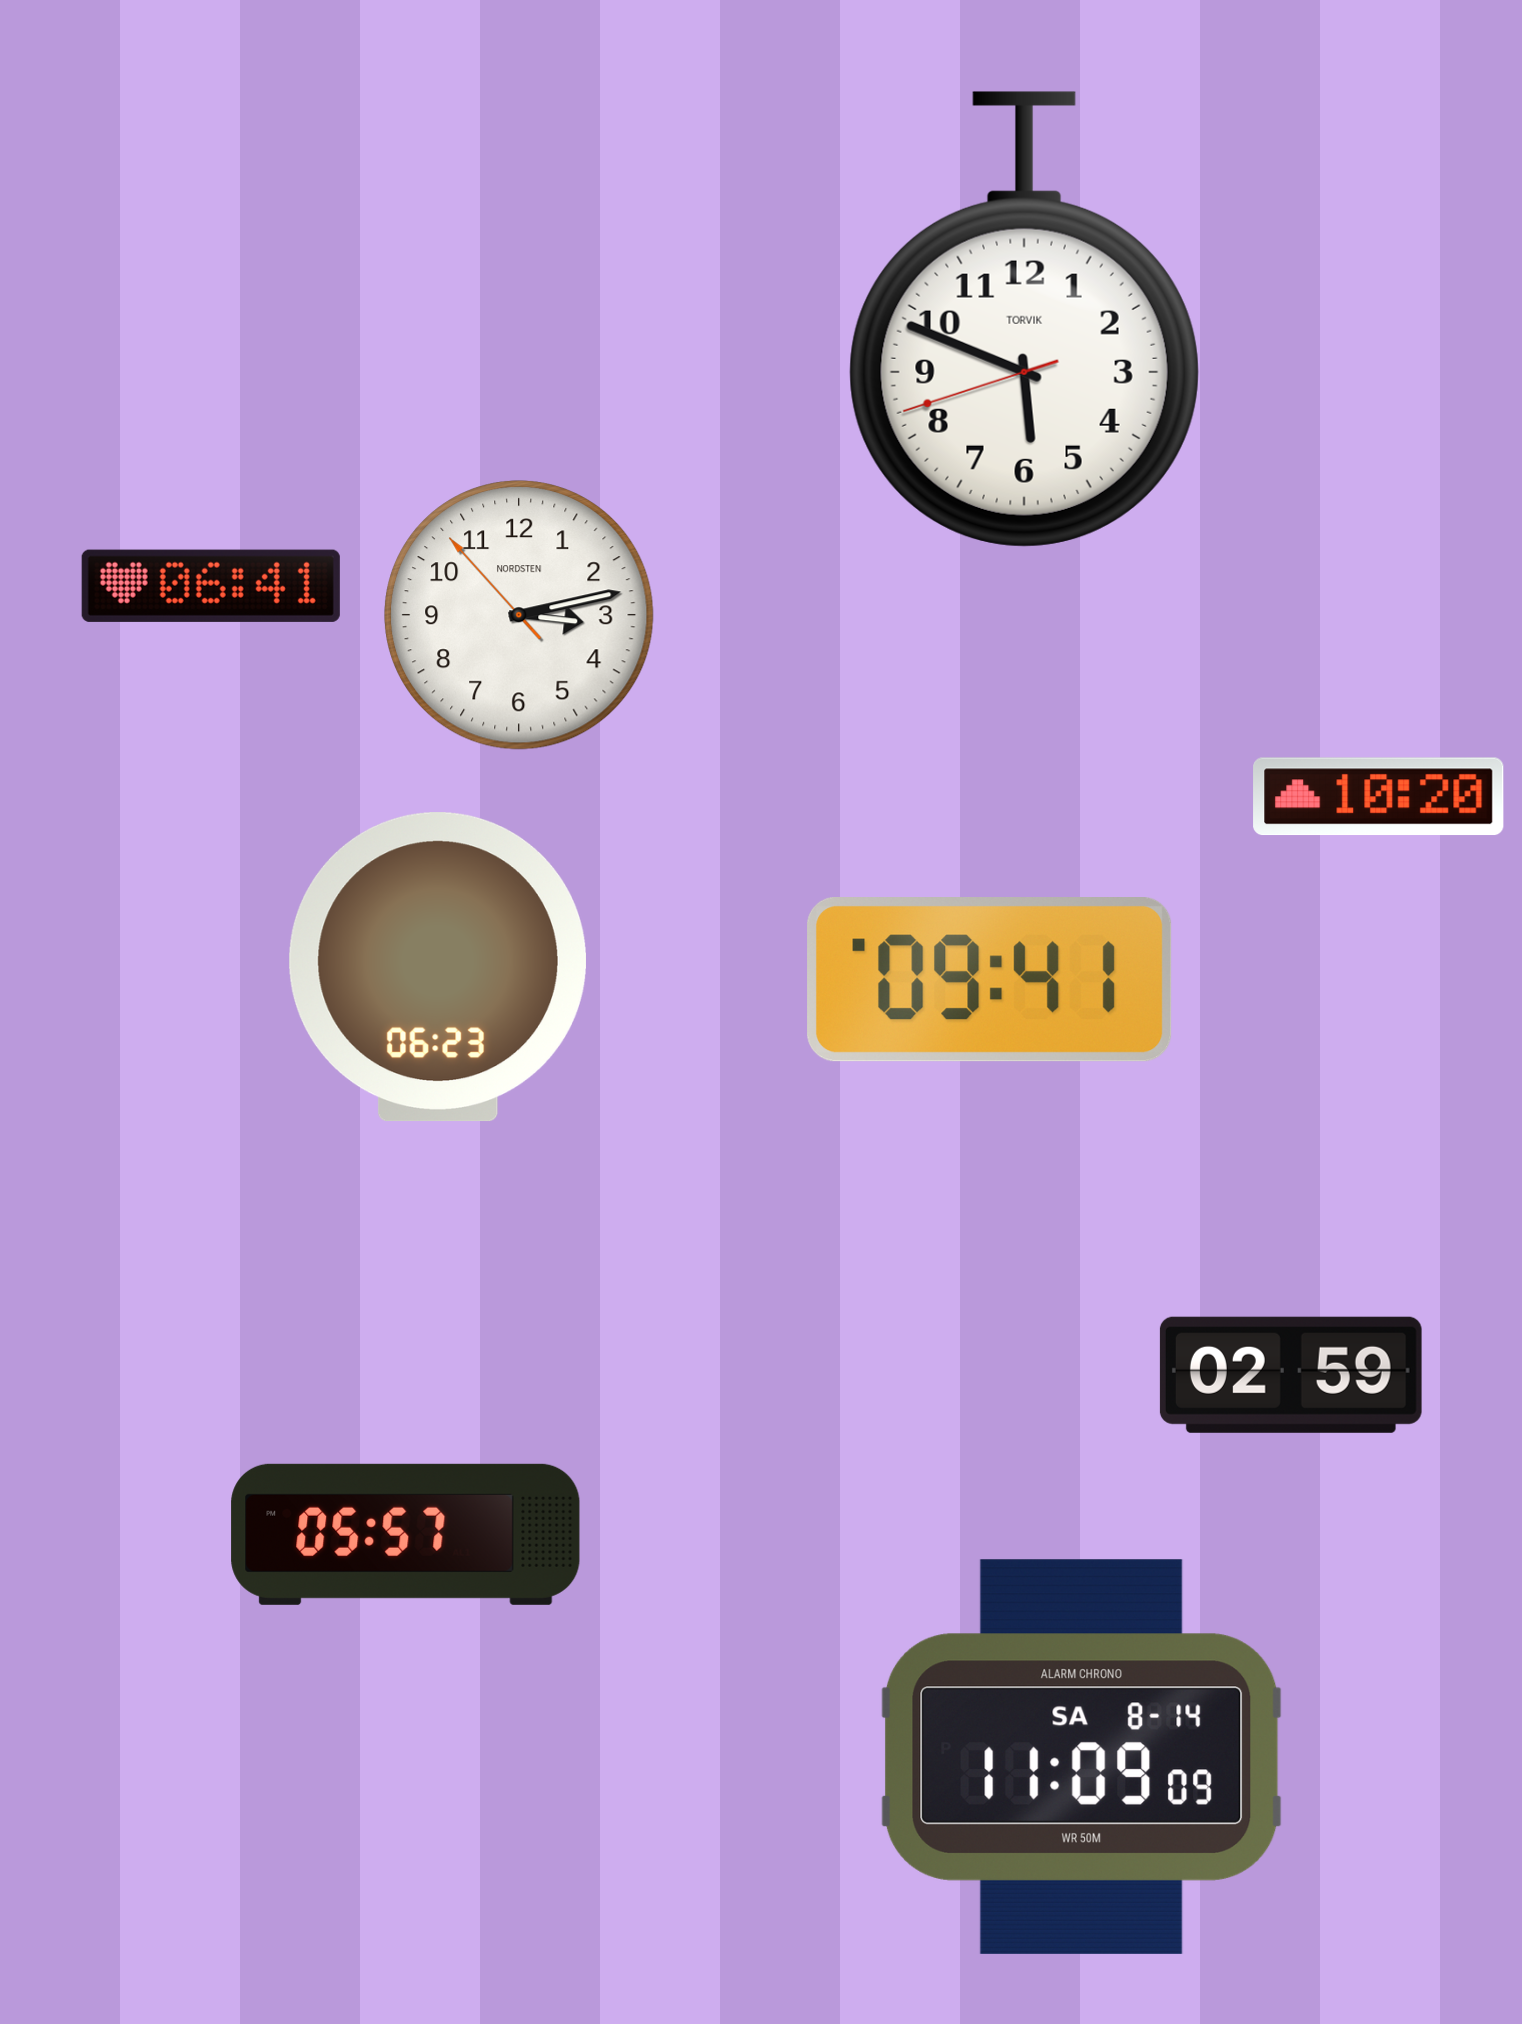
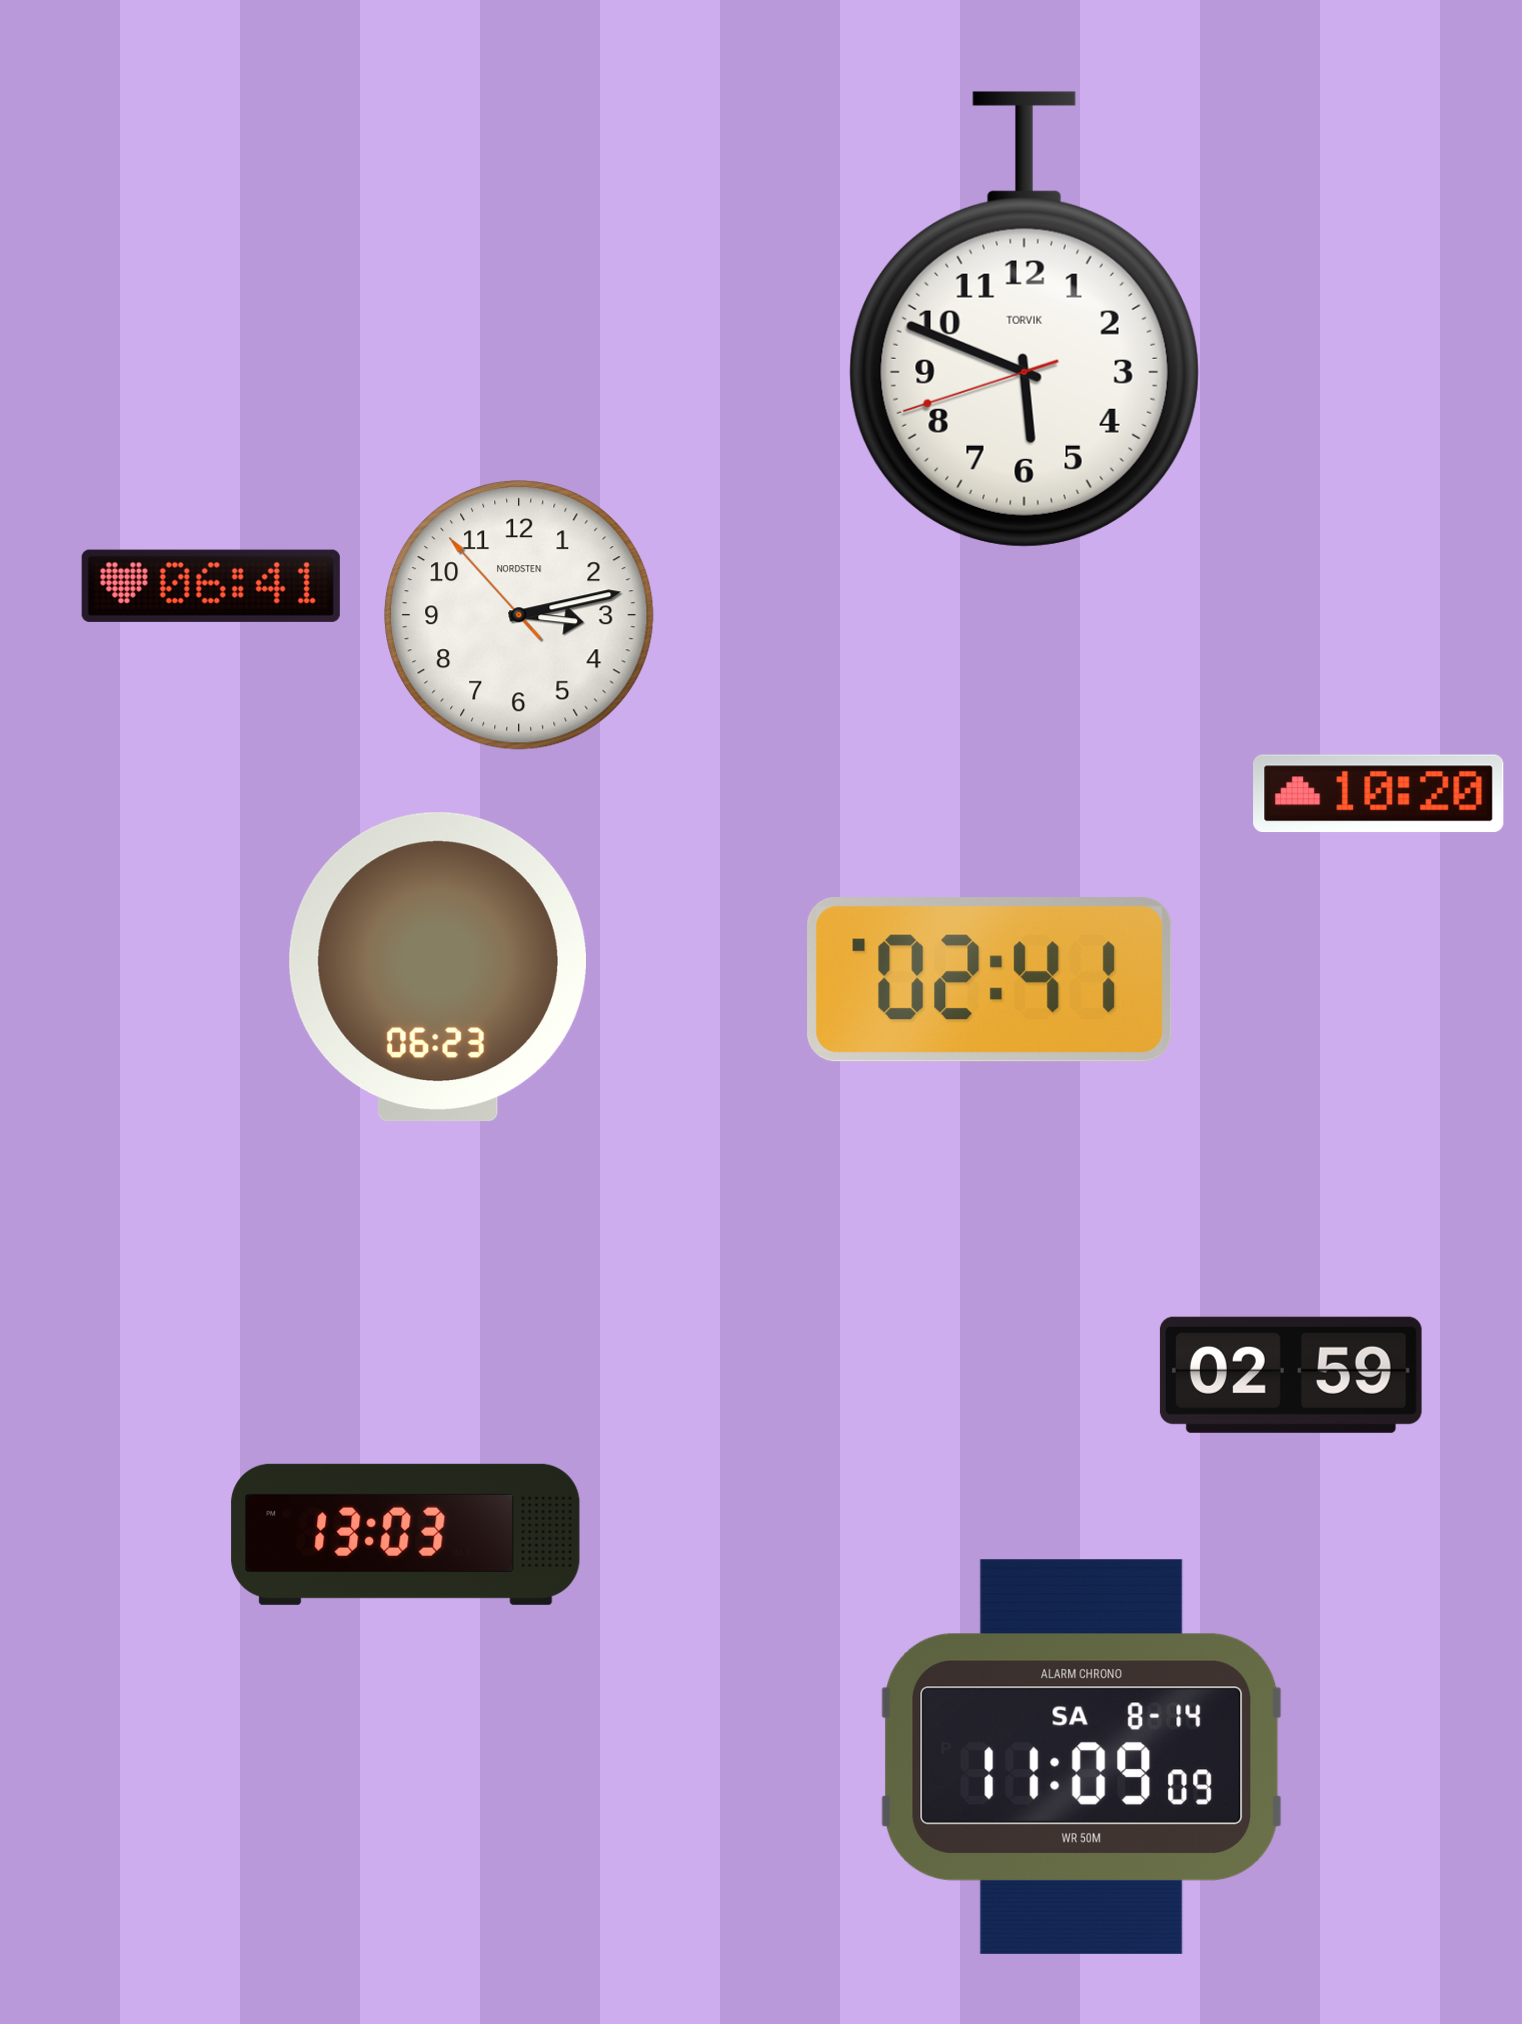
clock at (1379, 797) position: (1379, 797) -> (1379, 794)
clock at (990, 980): 09:41 -> 02:41
clock at (406, 1534): 05:57 -> 13:03
